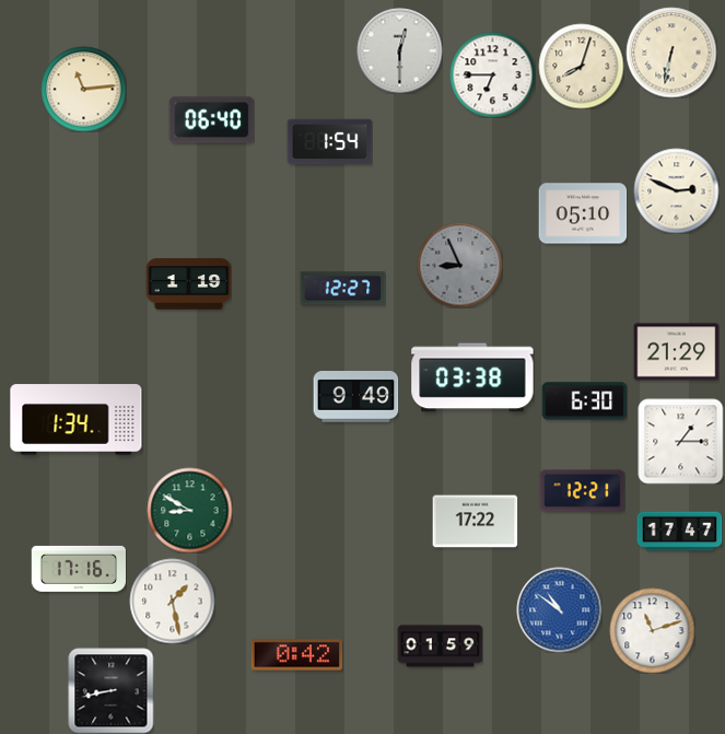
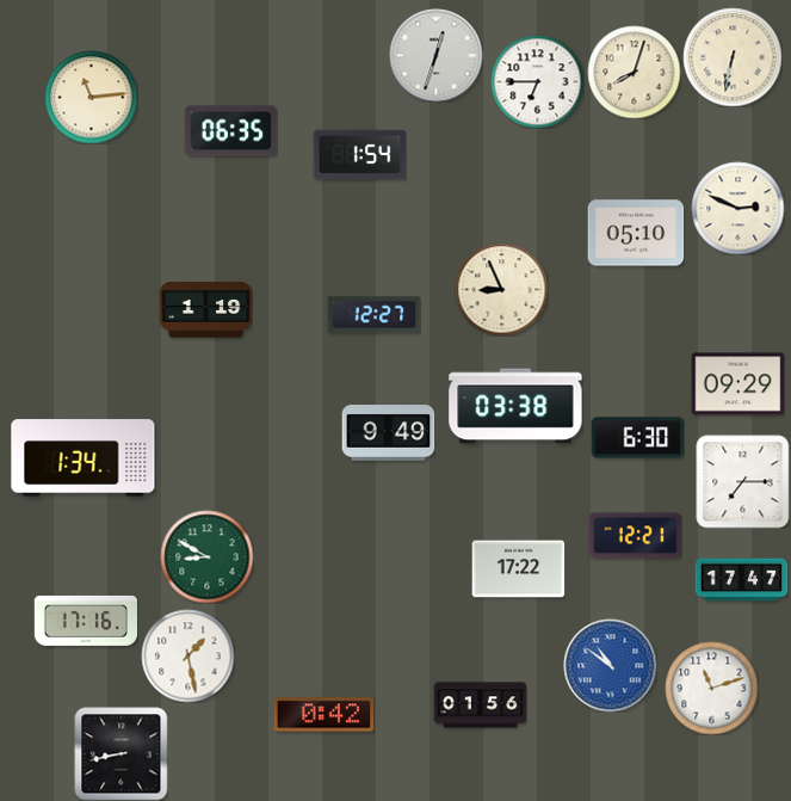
clock at (399, 50): 12:30 -> 12:33
clock at (211, 120): 06:40 -> 06:35
clock at (459, 265) dial: grey -> cream
clock at (676, 352): 21:29 -> 09:29
clock at (472, 377) position: (472, 377) -> (515, 406)
clock at (680, 441): 1:15 -> 7:15
clock at (440, 646): 01:59 -> 01:56
